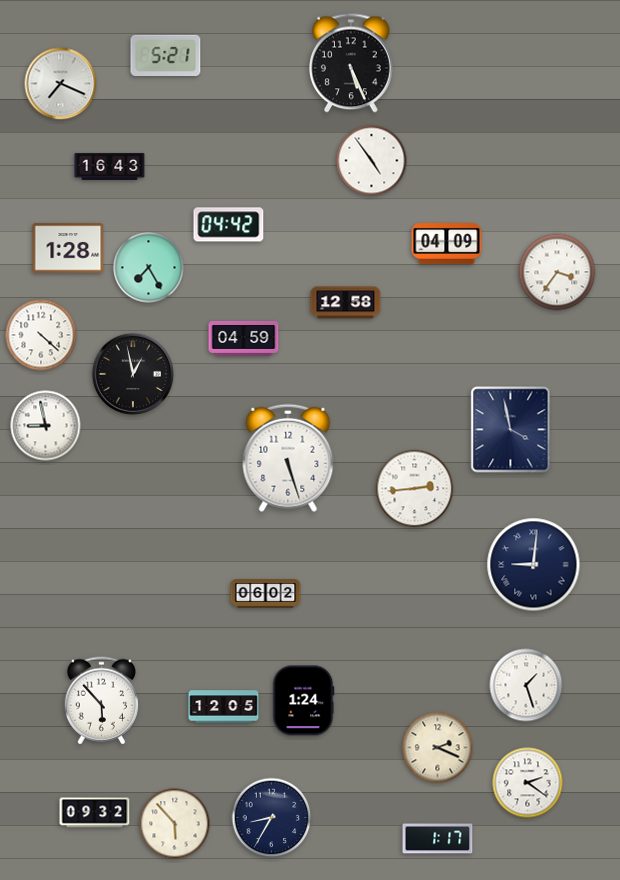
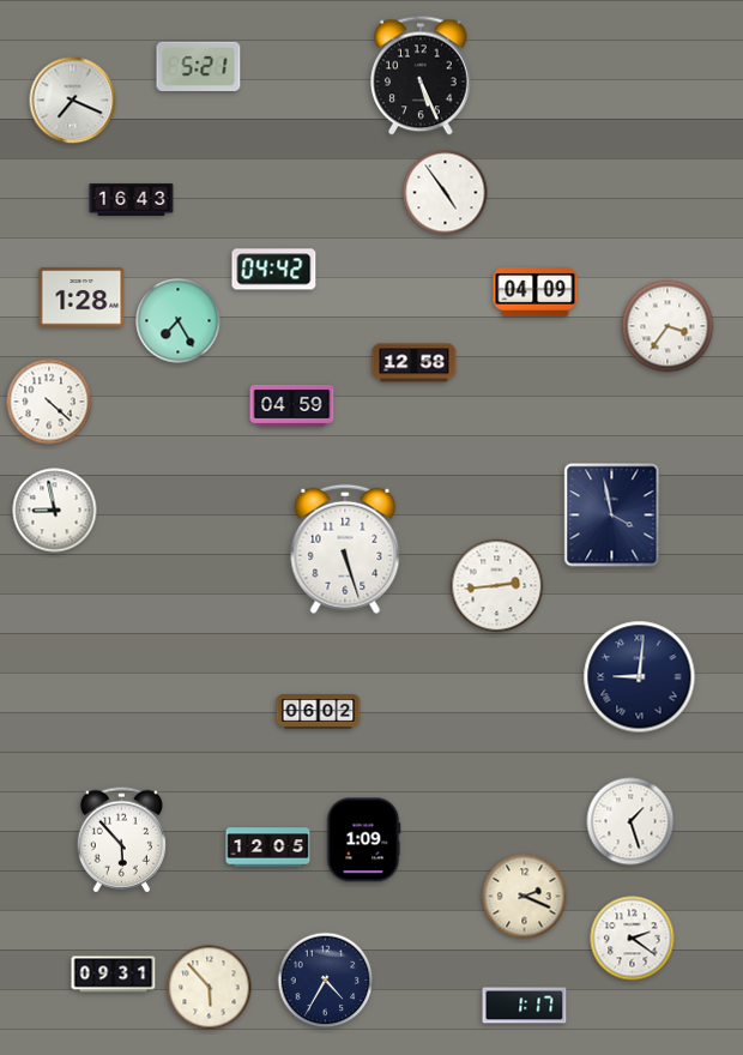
clock at (133, 374): 12:58 -> none
clock at (303, 701): 1:24 -> 1:09
clock at (95, 813): 09:32 -> 09:31
clock at (272, 818): 8:35 -> 4:35
